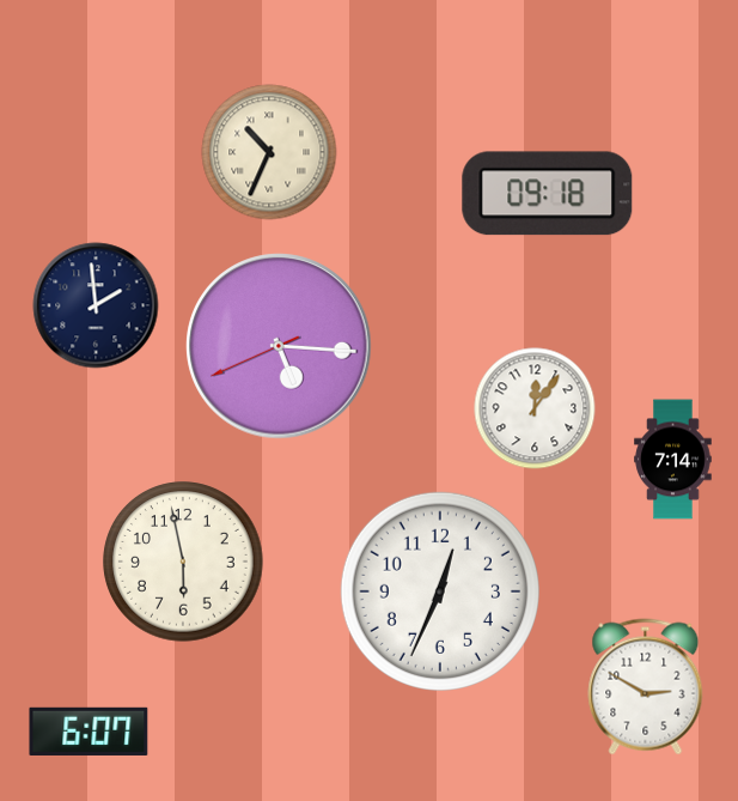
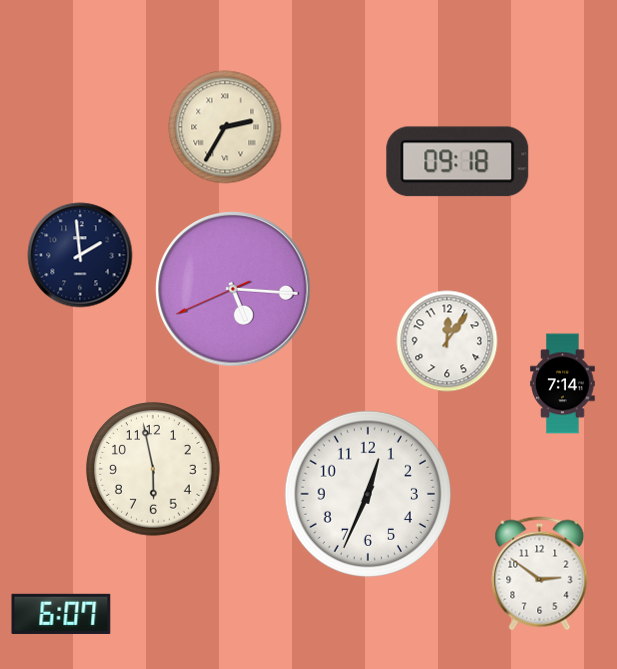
clock at (269, 152): 10:34 -> 2:35
clock at (646, 687): 2:50 -> 2:51
clock at (89, 732) position: (89, 732) -> (61, 614)
